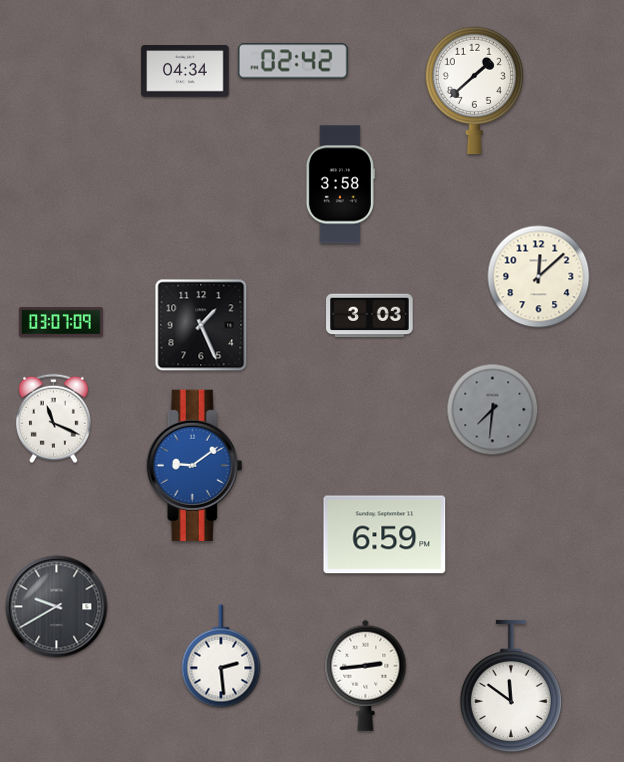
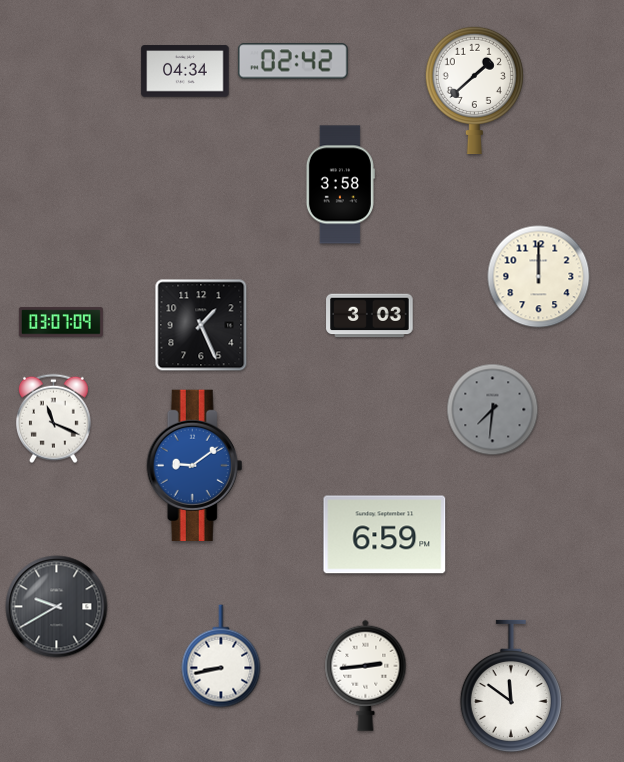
clock at (539, 277): 12:08 -> 12:00
clock at (221, 656): 2:29 -> 8:43
